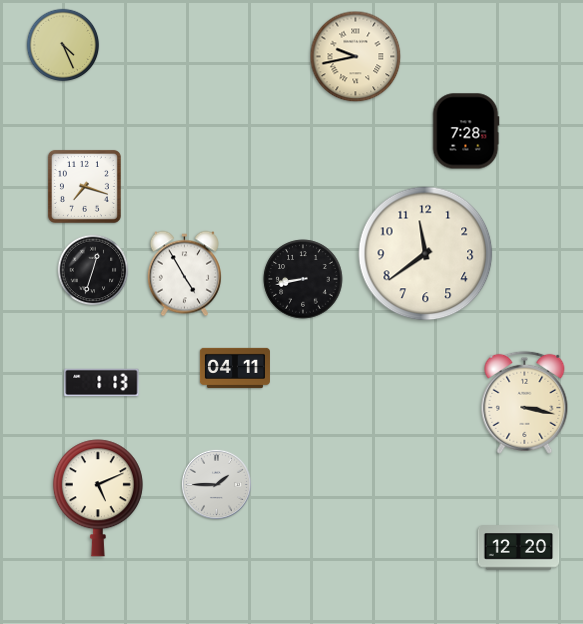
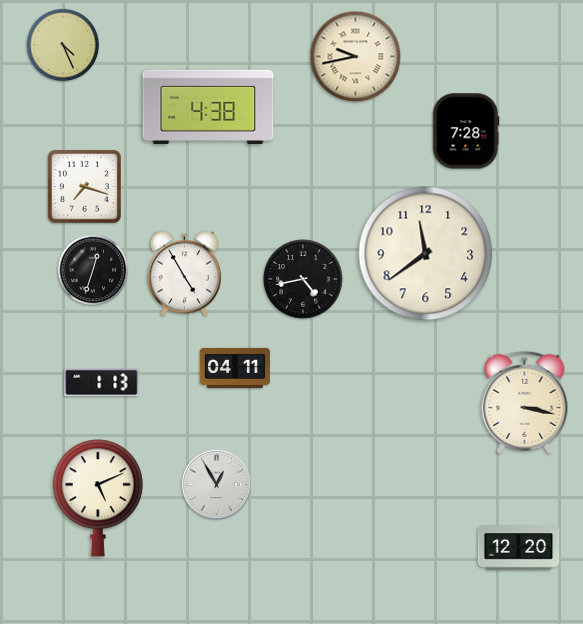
clock at (208, 107): none -> 4:38
clock at (303, 279): 8:43 -> 4:43
clock at (216, 484): 1:45 -> 12:55
